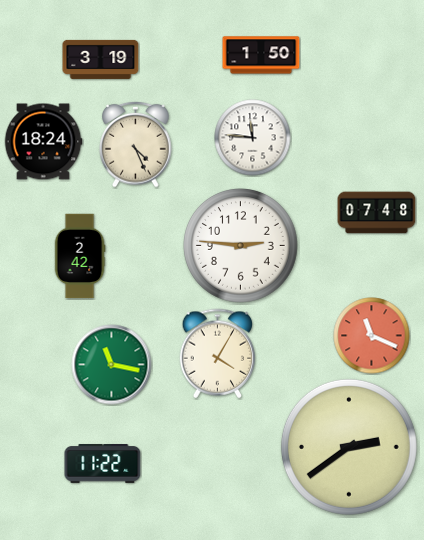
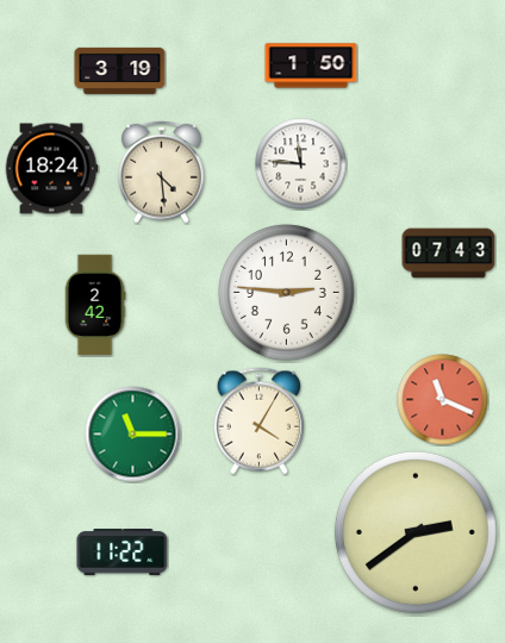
clock at (136, 144): 4:26 -> 4:29
clock at (377, 213): 07:48 -> 07:43
clock at (112, 365): 11:17 -> 11:15
